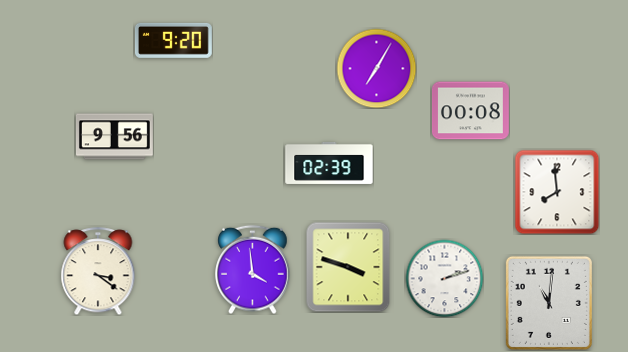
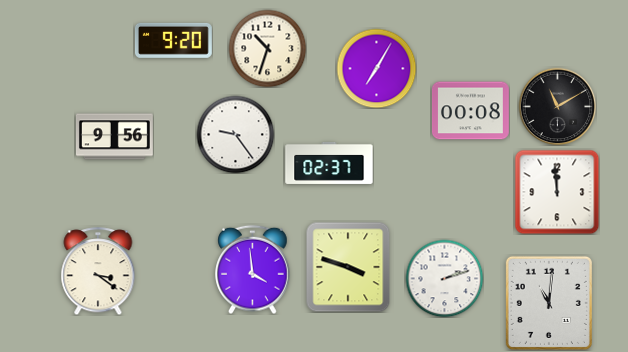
clock at (267, 48): none -> 10:33
clock at (557, 106): none -> 11:10
clock at (235, 134): none -> 9:24
clock at (329, 163): 02:39 -> 02:37
clock at (557, 192): 7:59 -> 11:59
